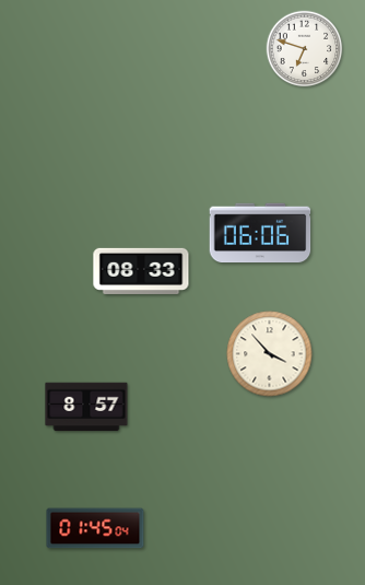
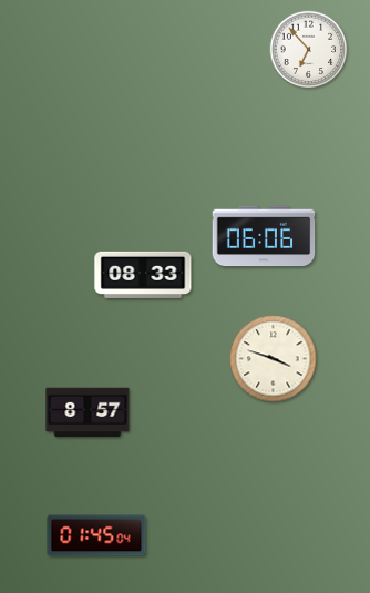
clock at (305, 49): 6:48 -> 6:53
clock at (270, 354): 3:53 -> 3:48
